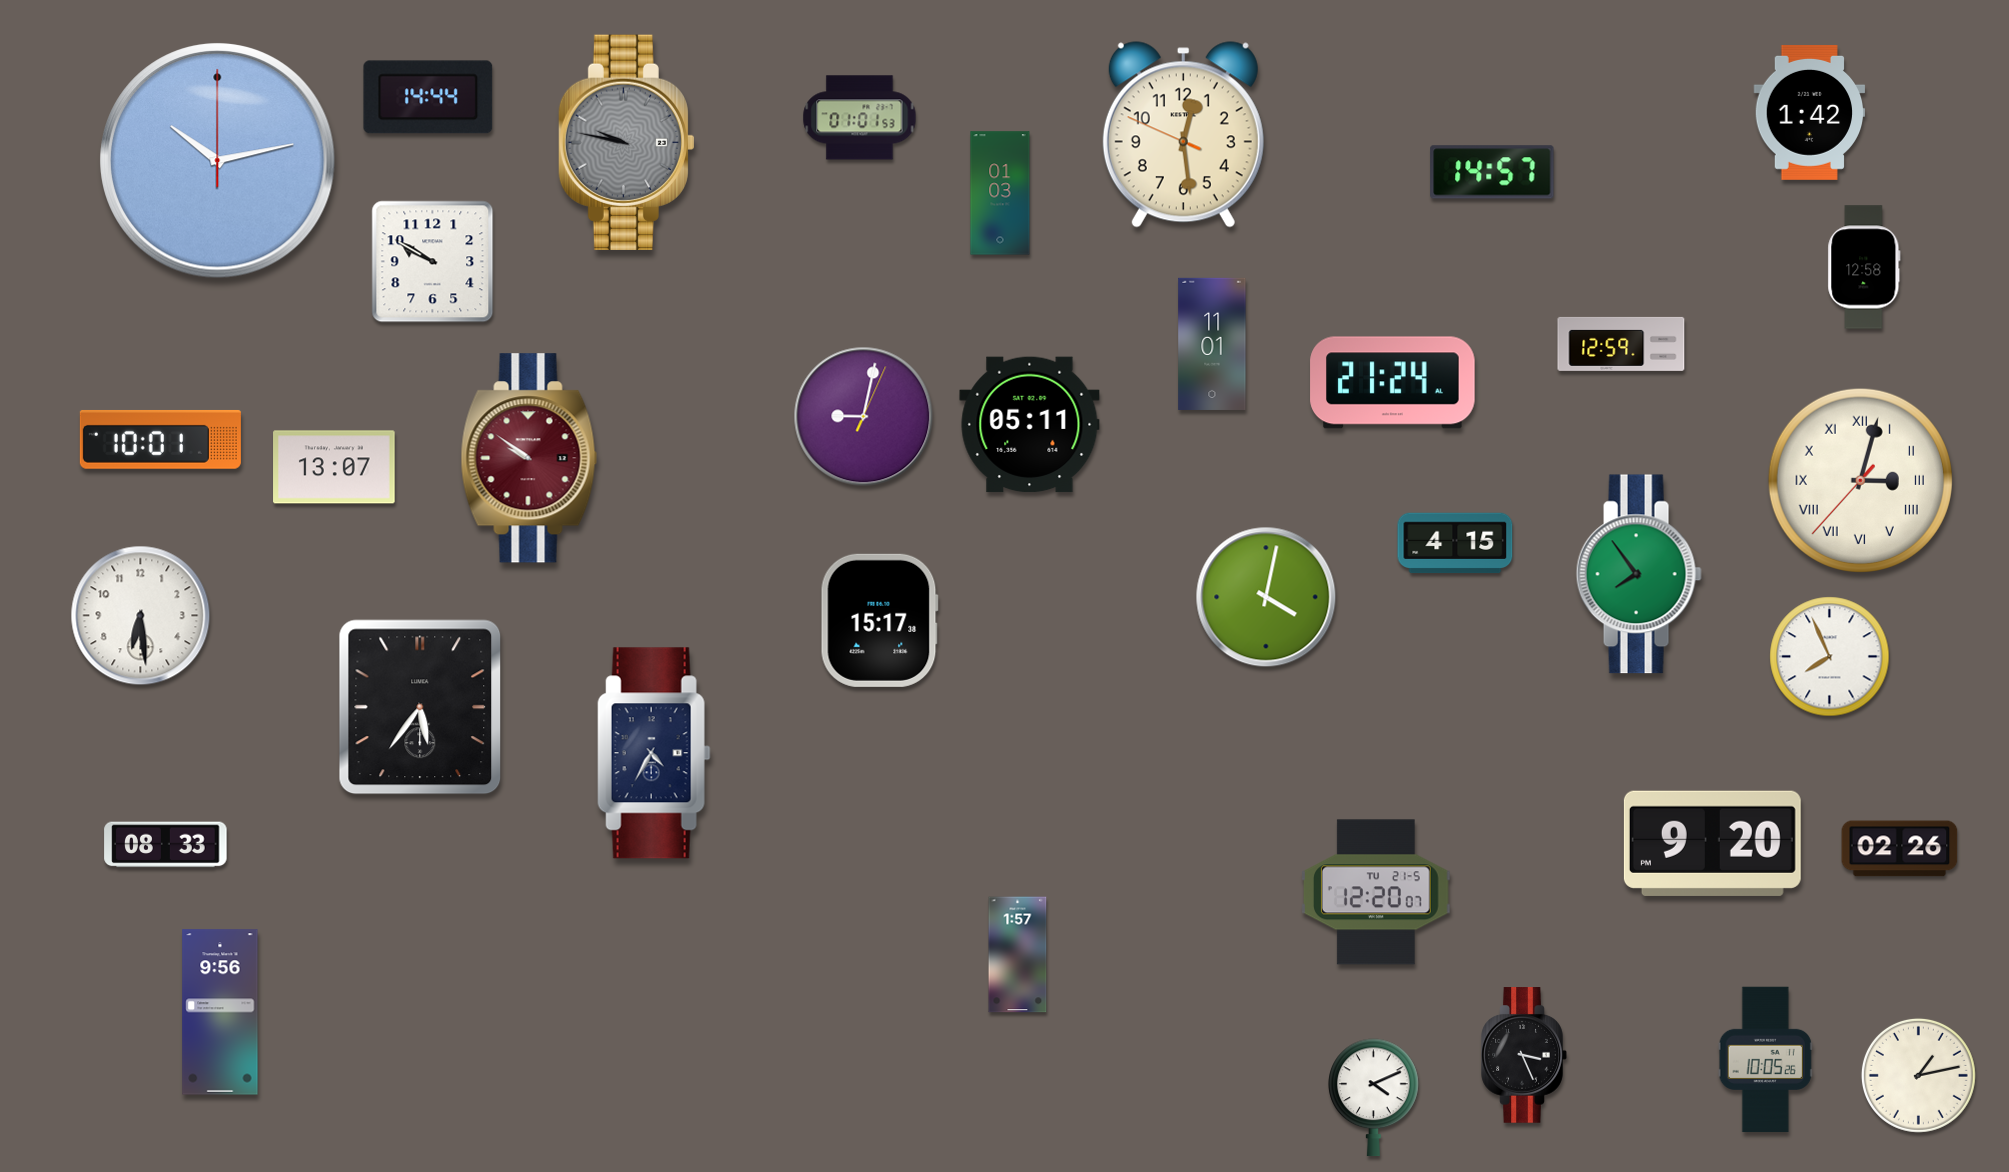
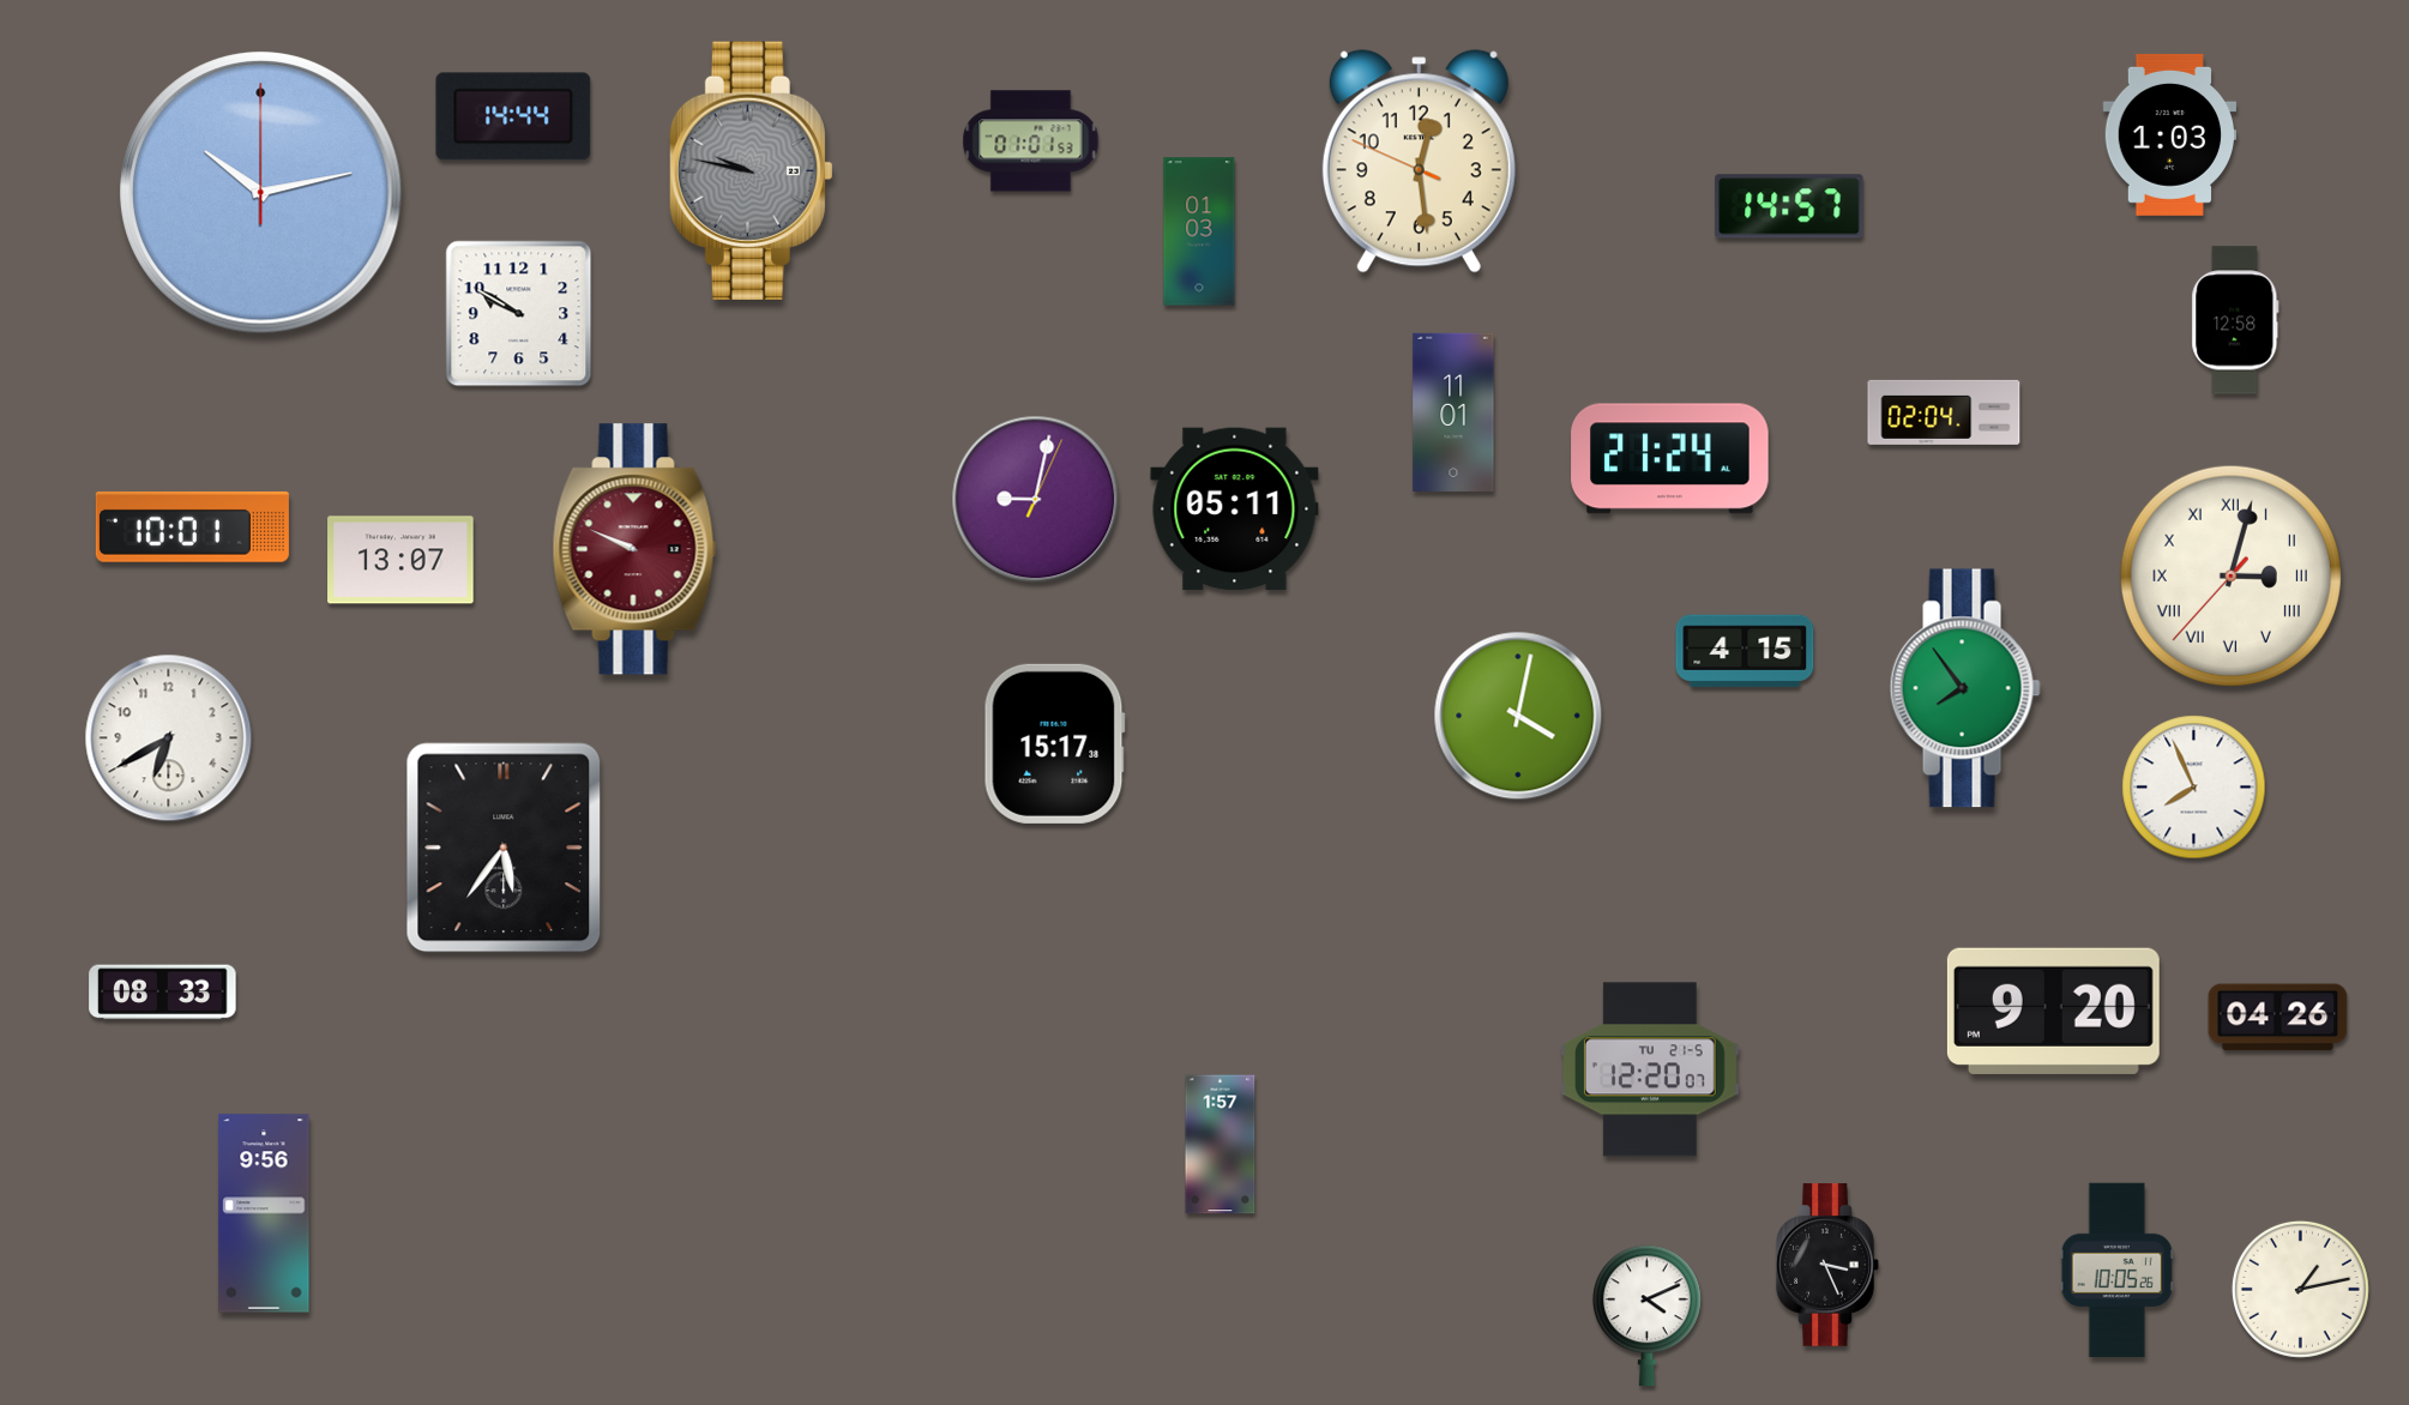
clock at (1810, 112): 1:42 -> 1:03
clock at (1621, 344): 12:59 -> 02:04
clock at (529, 458): 9:51 -> 9:49
clock at (141, 616): 6:29 -> 6:40
clock at (654, 753): 4:35 -> none
clock at (166, 845) position: (166, 845) -> (163, 993)
clock at (1900, 849): 02:26 -> 04:26
